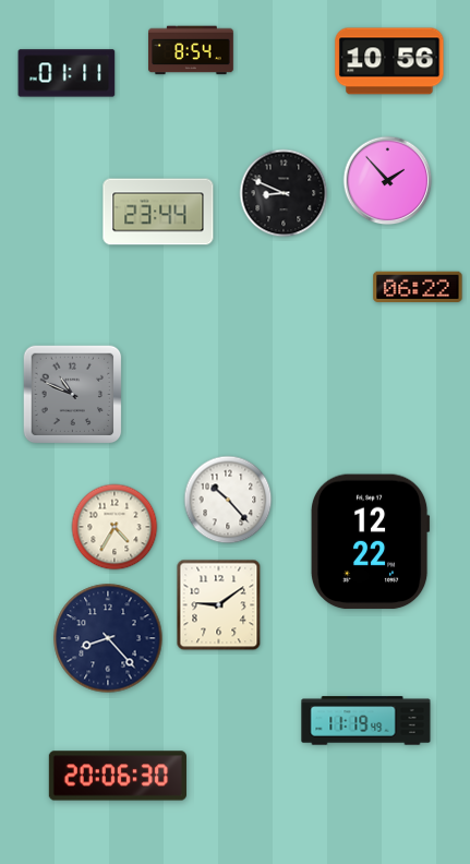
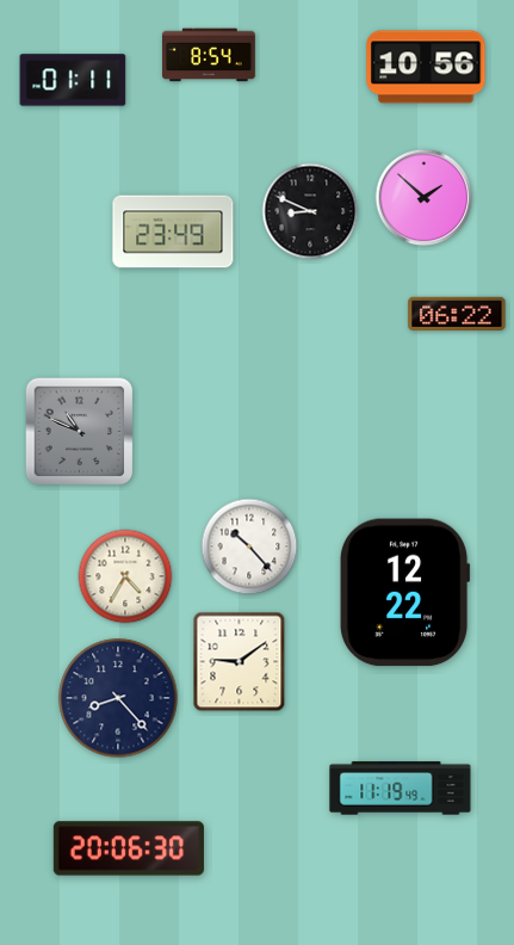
clock at (388, 181): 1:53 -> 1:52
clock at (158, 212): 23:44 -> 23:49
